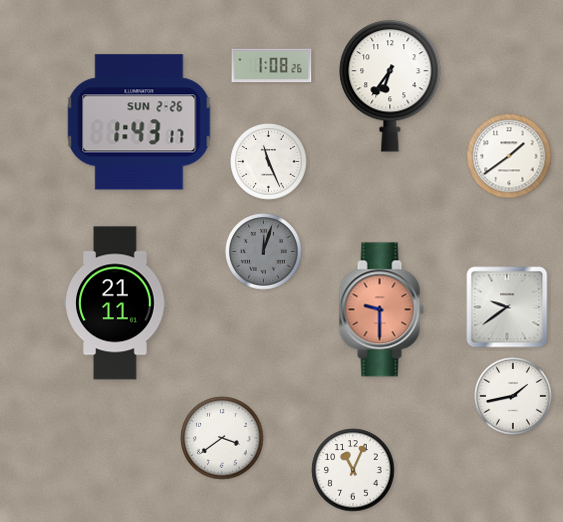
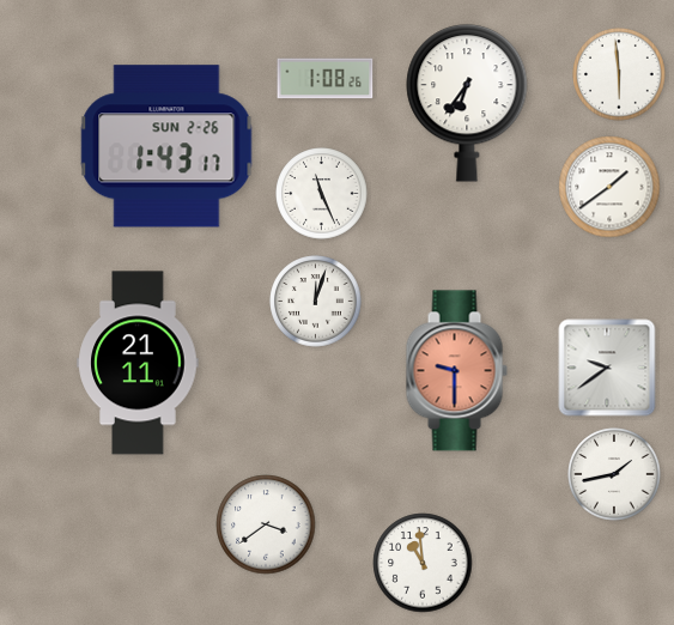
clock at (619, 74): none -> 5:59
clock at (264, 252) dial: grey -> white
clock at (353, 470): 11:04 -> 10:59
